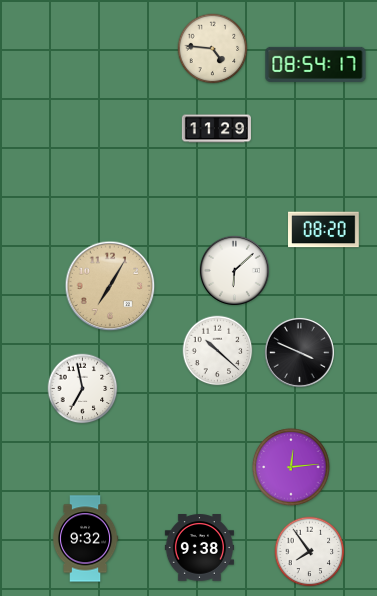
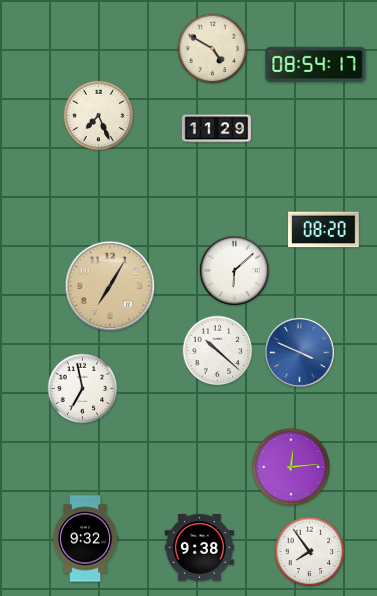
clock at (213, 49): 4:46 -> 4:50
clock at (99, 116): none -> 7:26
clock at (299, 352) dial: black -> blue
